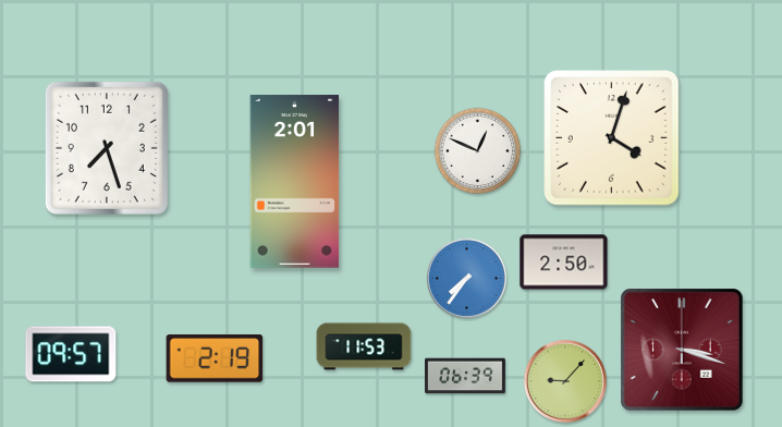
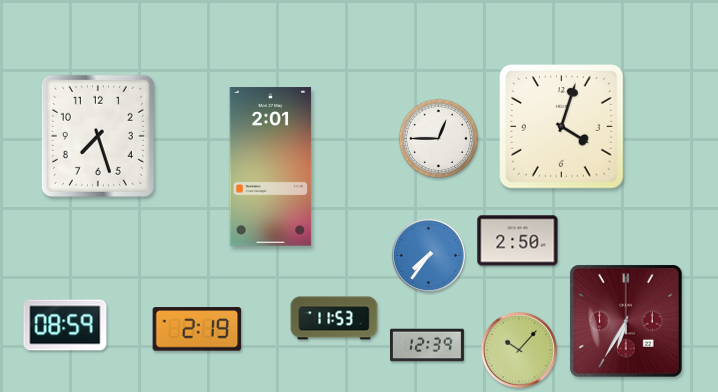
clock at (478, 151): 12:49 -> 12:45
clock at (683, 351): 3:18 -> 6:35
clock at (71, 354): 09:57 -> 08:59
clock at (466, 376): 06:39 -> 12:39
clock at (565, 381): 9:07 -> 10:07
